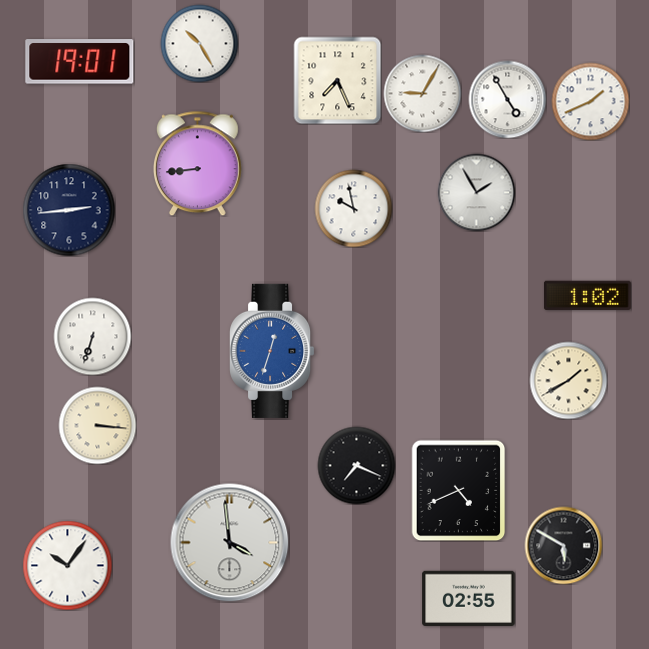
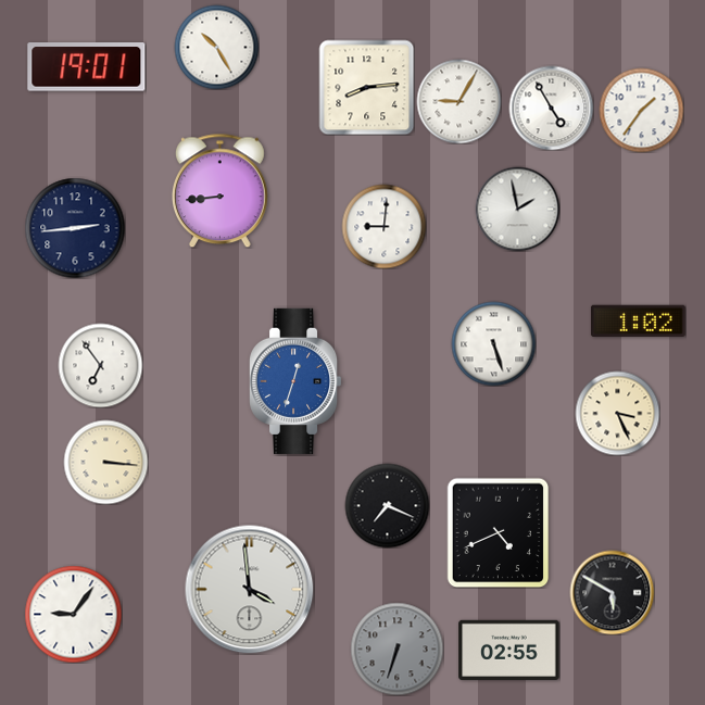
clock at (337, 80): 7:26 -> 8:14
clock at (590, 101): 1:41 -> 1:36
clock at (197, 163) position: (197, 163) -> (219, 190)
clock at (476, 192): 1:55 -> 1:58
clock at (353, 208): 9:58 -> 9:01
clock at (493, 343): none -> 5:27
clock at (92, 336): 6:33 -> 6:54
clock at (568, 380): 1:40 -> 3:26
clock at (67, 565): 10:06 -> 9:06
clock at (396, 649): none -> 6:33
